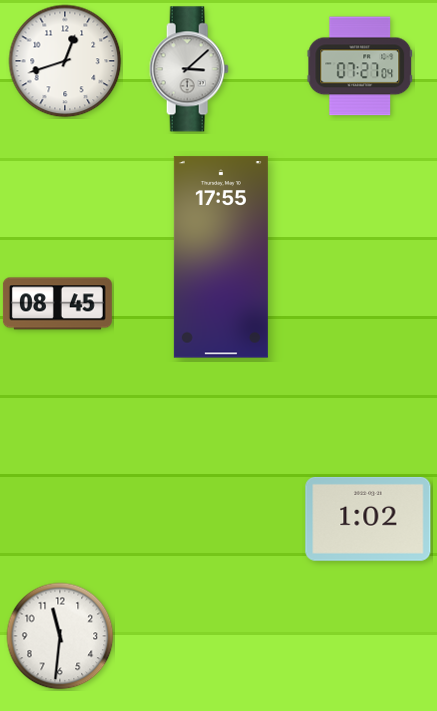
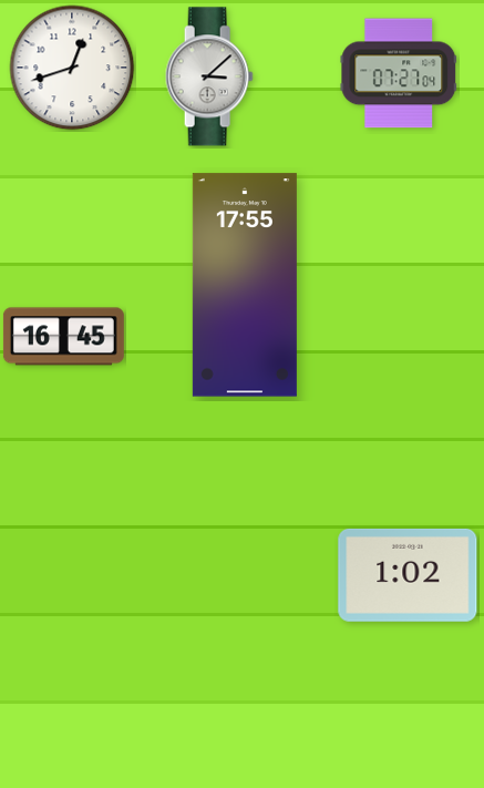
clock at (57, 304): 08:45 -> 16:45
clock at (60, 636): 11:31 -> none
